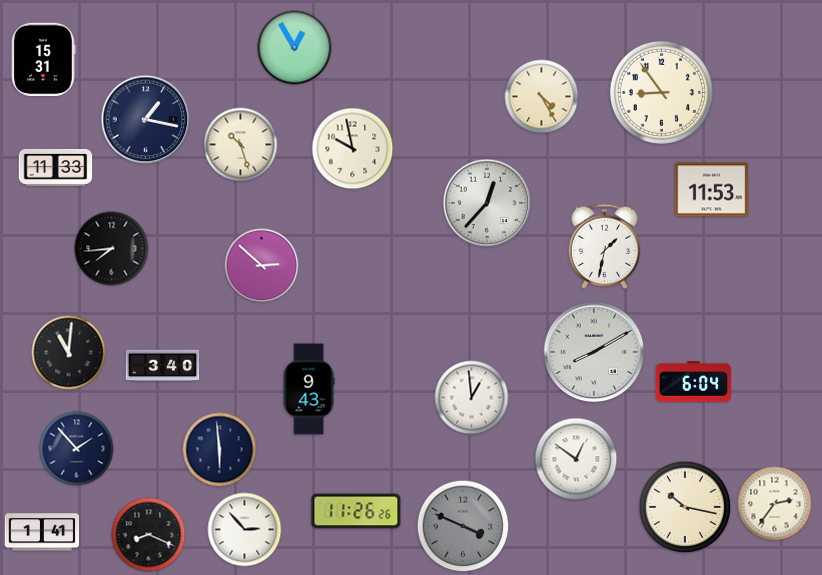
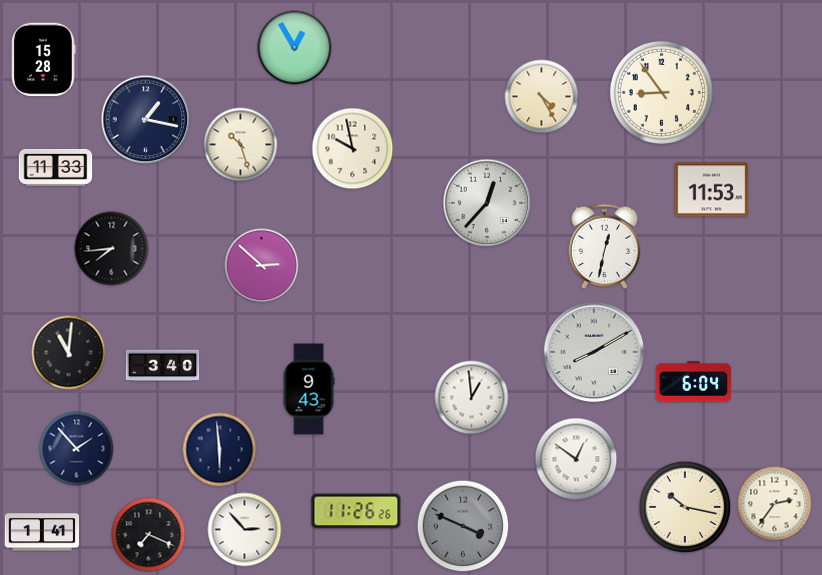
clock at (43, 60): 15:31 -> 15:28
clock at (605, 246): 1:32 -> 12:32
clock at (149, 535): 8:19 -> 7:19
